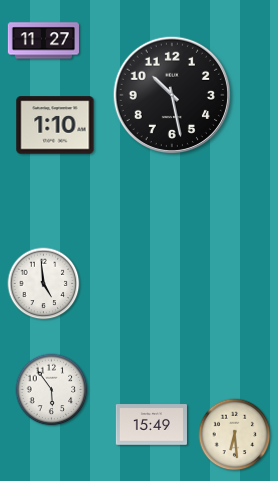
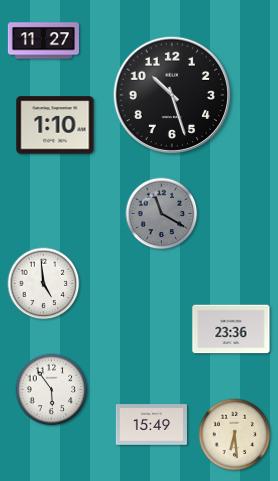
clock at (171, 94): 10:28 -> 10:27
clock at (162, 214): none -> 11:20
clock at (231, 329): none -> 23:36
